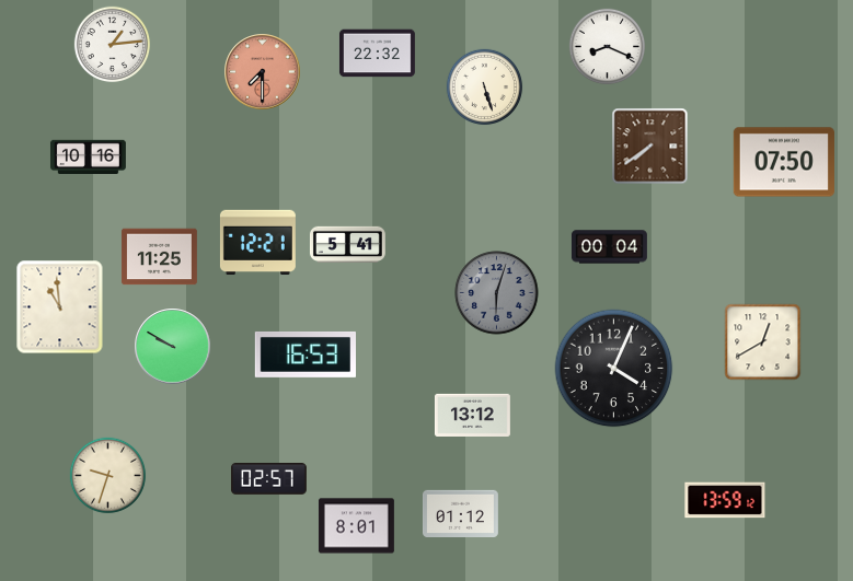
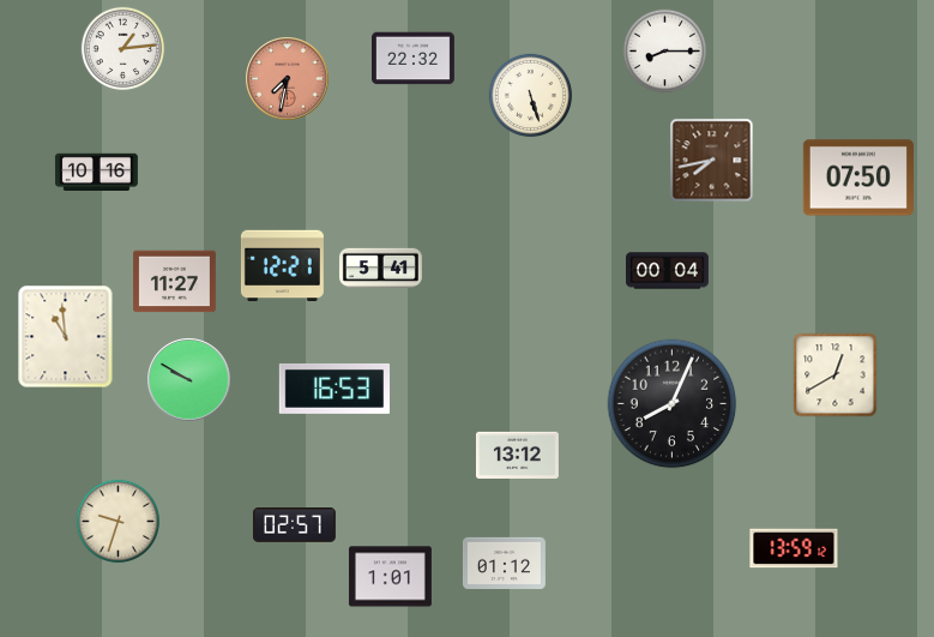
clock at (608, 47): 8:19 -> 8:15
clock at (263, 72): 7:30 -> 7:32
clock at (650, 147): 7:39 -> 7:43
clock at (159, 257): 11:25 -> 11:27
clock at (497, 293): 6:03 -> none
clock at (614, 369): 4:04 -> 8:04
clock at (356, 526): 8:01 -> 1:01
